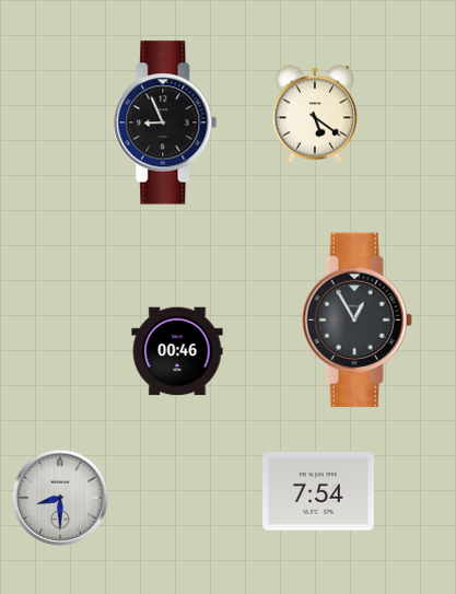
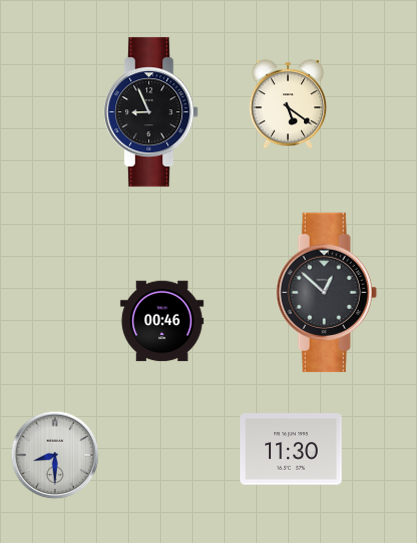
clock at (356, 321): 12:55 -> 12:52
clock at (318, 491): 7:54 -> 11:30
